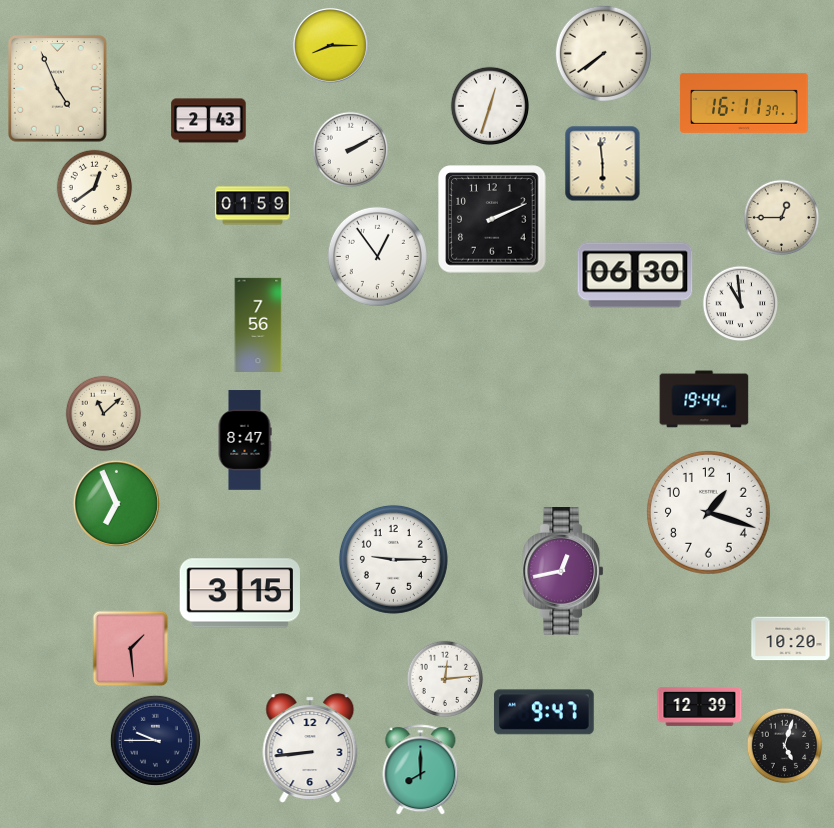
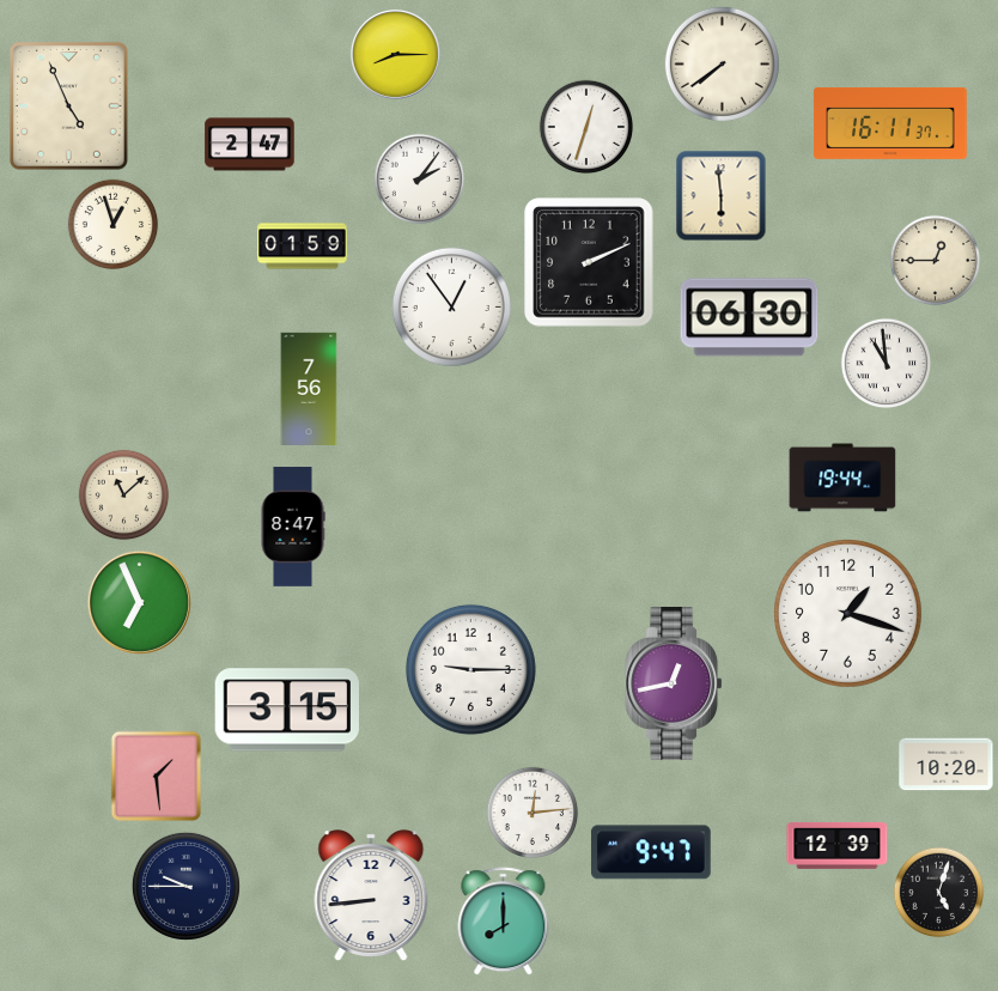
clock at (209, 121): 2:43 -> 2:47
clock at (351, 150): 2:10 -> 2:06
clock at (95, 188): 12:39 -> 12:57
clock at (635, 275) position: (635, 275) -> (749, 317)
